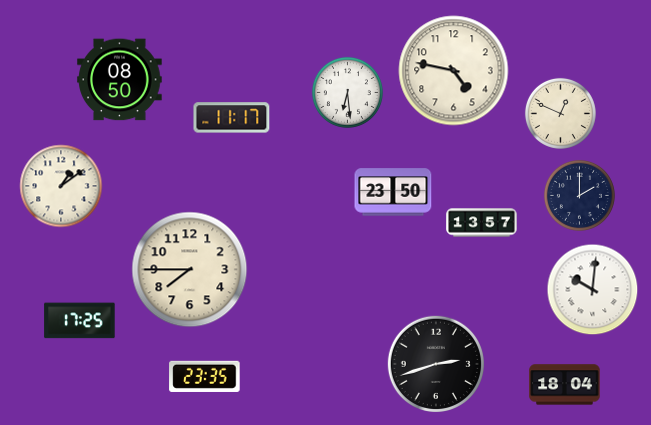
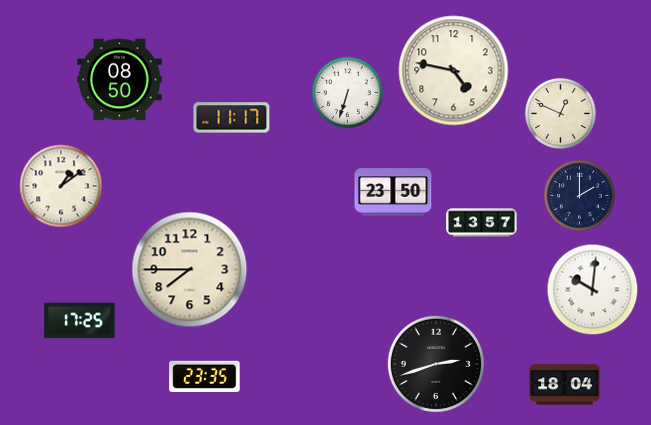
clock at (347, 92): 6:29 -> 6:33
